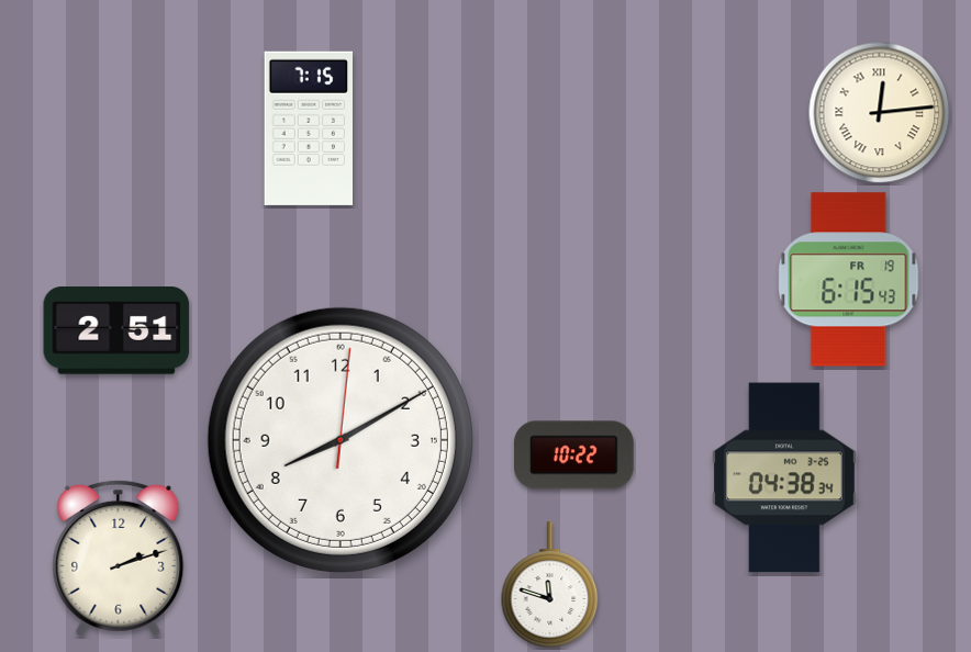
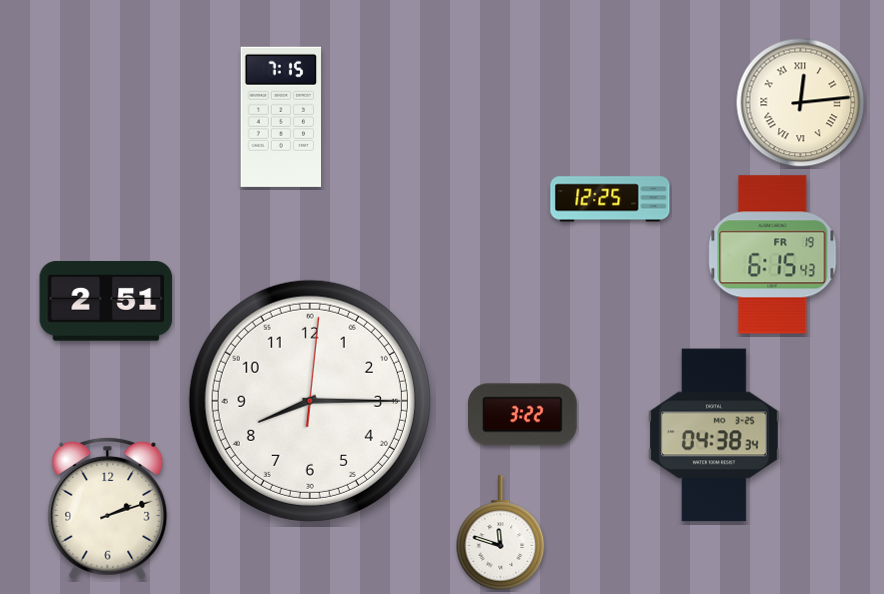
clock at (610, 199): none -> 12:25
clock at (341, 440): 8:10 -> 8:15
clock at (574, 456): 10:22 -> 3:22
